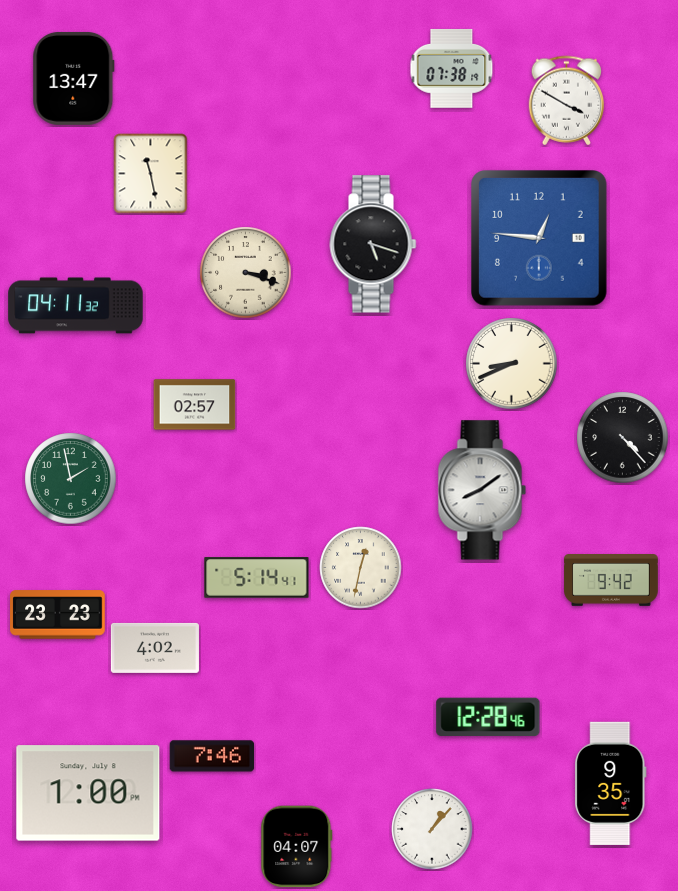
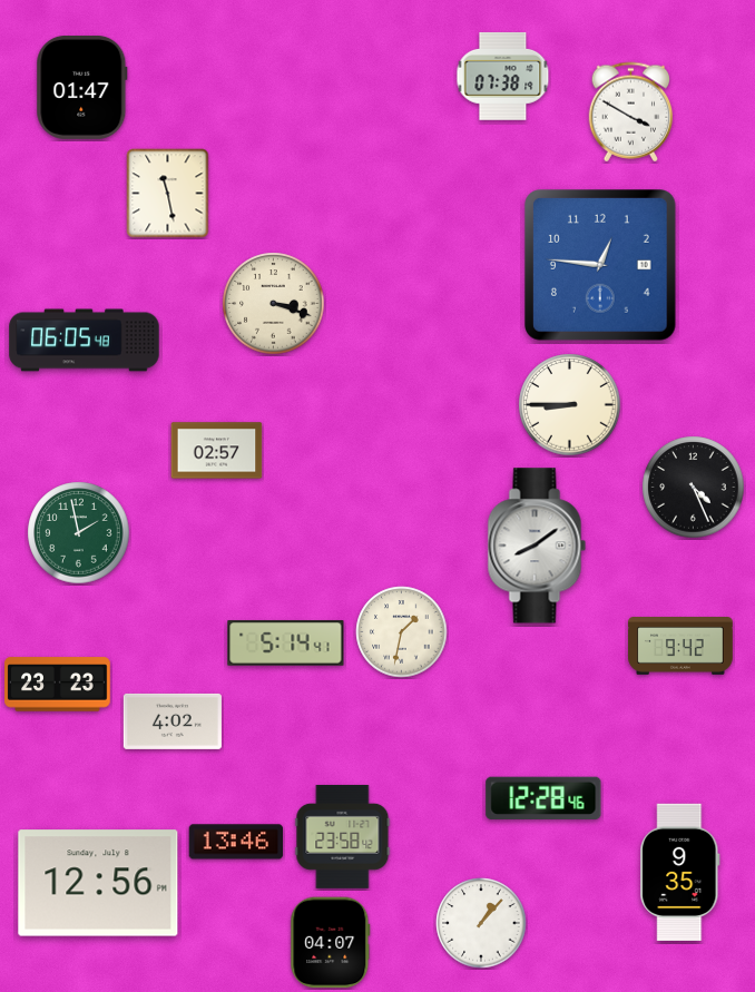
clock at (74, 78): 13:47 -> 01:47
clock at (373, 244): 5:18 -> none
clock at (76, 306): 04:11 -> 06:05
clock at (512, 364): 8:41 -> 8:45
clock at (623, 438): 4:23 -> 4:26
clock at (361, 568): 12:32 -> 1:32
clock at (58, 615) position: (58, 615) -> (58, 685)
clock at (343, 836): none -> 23:58
clock at (212, 756): 7:46 -> 13:46
clock at (88, 793): 1:00 -> 12:56
